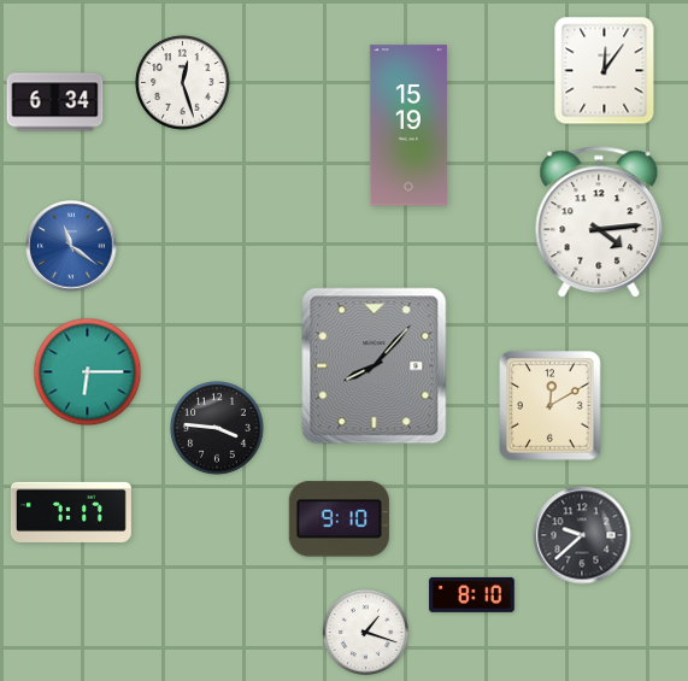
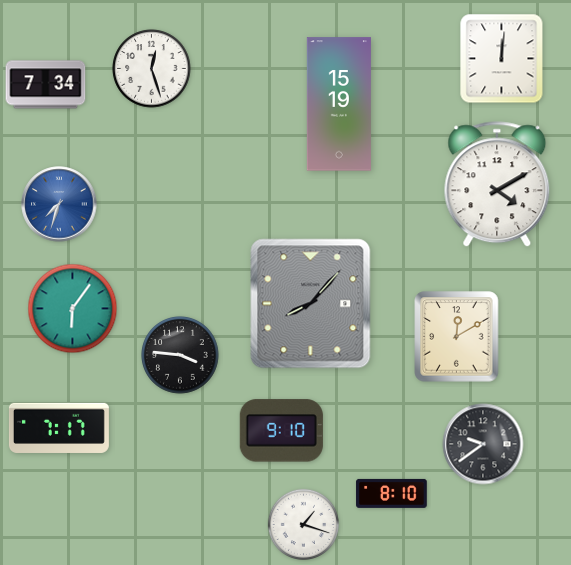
clock at (605, 71): 12:06 -> 12:01
clock at (55, 102): 6:34 -> 7:34
clock at (599, 223): 4:14 -> 4:10
clock at (71, 246): 11:21 -> 7:33
clock at (88, 372): 6:15 -> 6:06
clock at (71, 511) position: (71, 511) -> (59, 427)
clock at (582, 535): 9:38 -> 9:39
